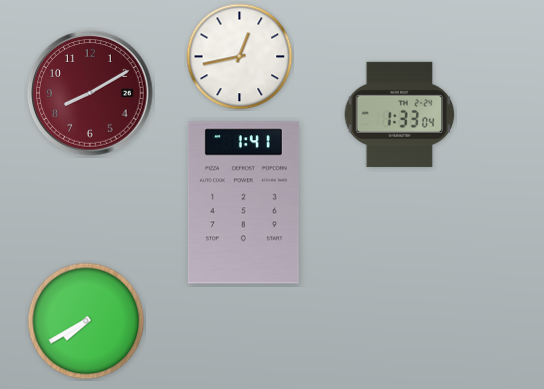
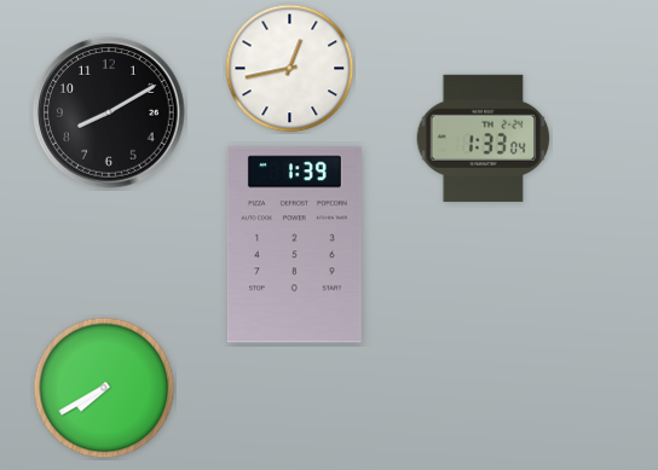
clock at (90, 93) dial: burgundy -> black
clock at (243, 203): 1:41 -> 1:39
